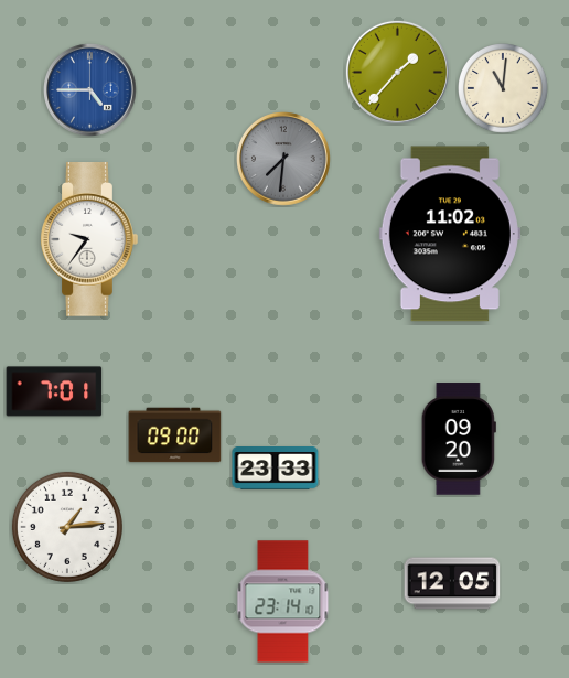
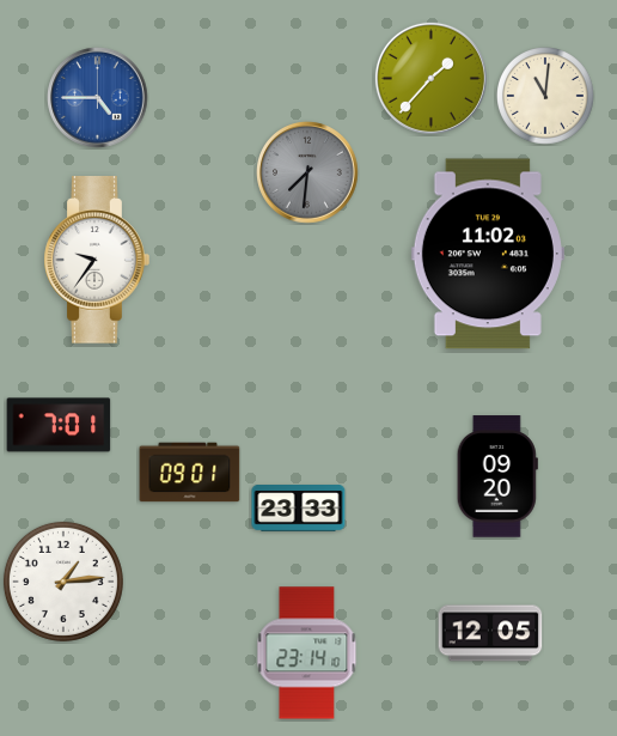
clock at (175, 435): 09:00 -> 09:01
clock at (67, 527) position: (67, 527) -> (63, 582)
